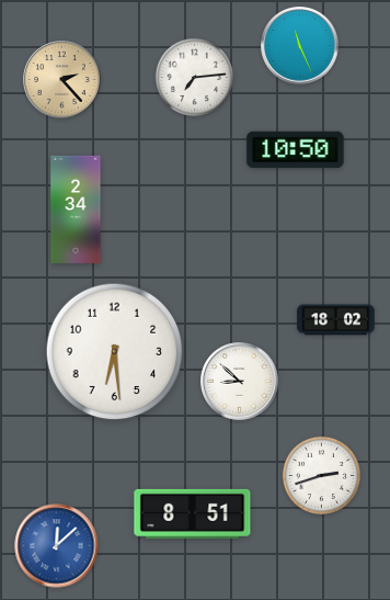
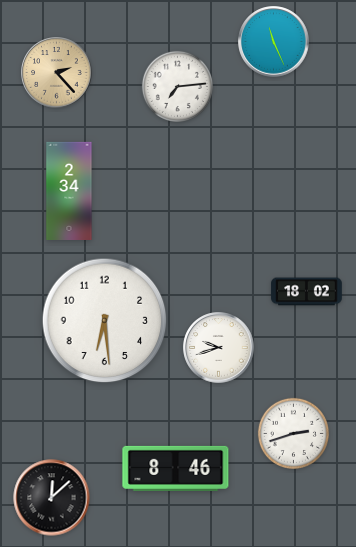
clock at (194, 77) position: (194, 77) -> (177, 86)
clock at (296, 150): 10:50 -> none
clock at (240, 382): 8:52 -> 9:42
clock at (193, 513): 8:51 -> 8:46
clock at (57, 546) dial: blue -> black
